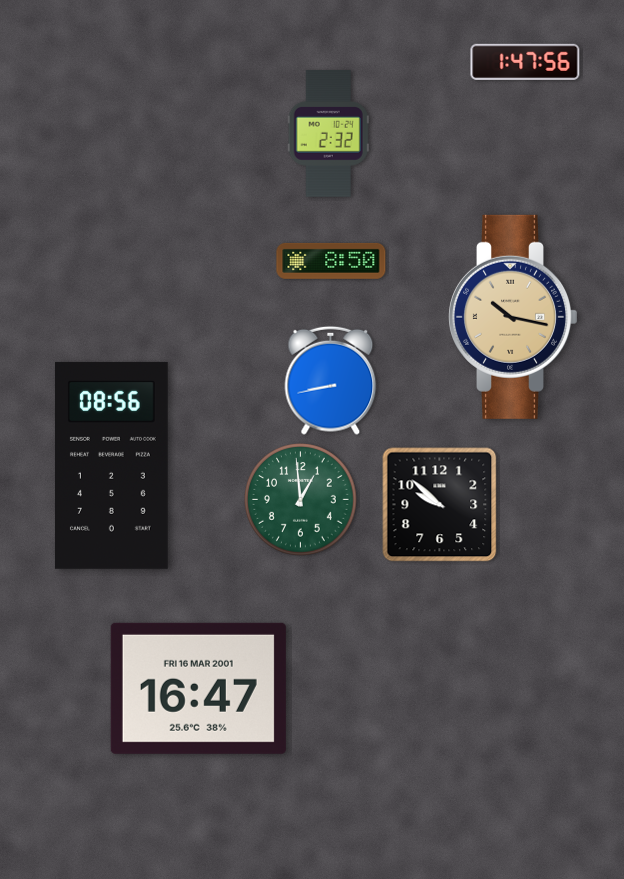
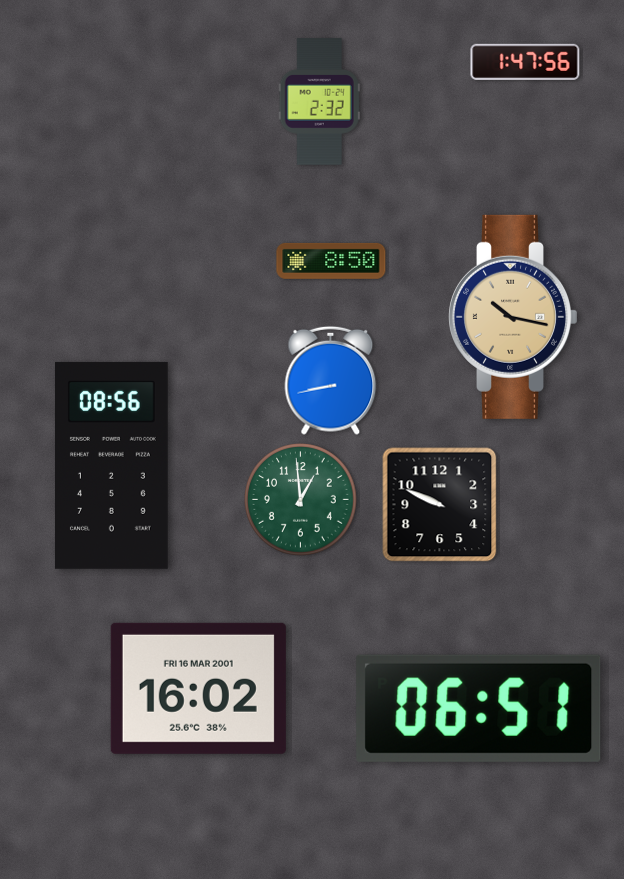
clock at (328, 134) position: (328, 134) -> (319, 102)
clock at (440, 505): 9:52 -> 9:49
clock at (198, 688): 16:47 -> 16:02
clock at (479, 708): none -> 06:51
